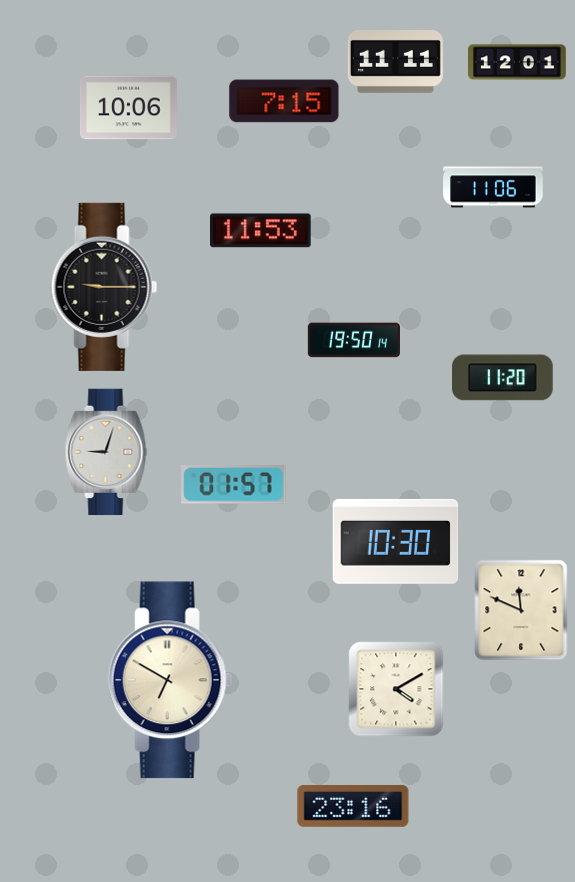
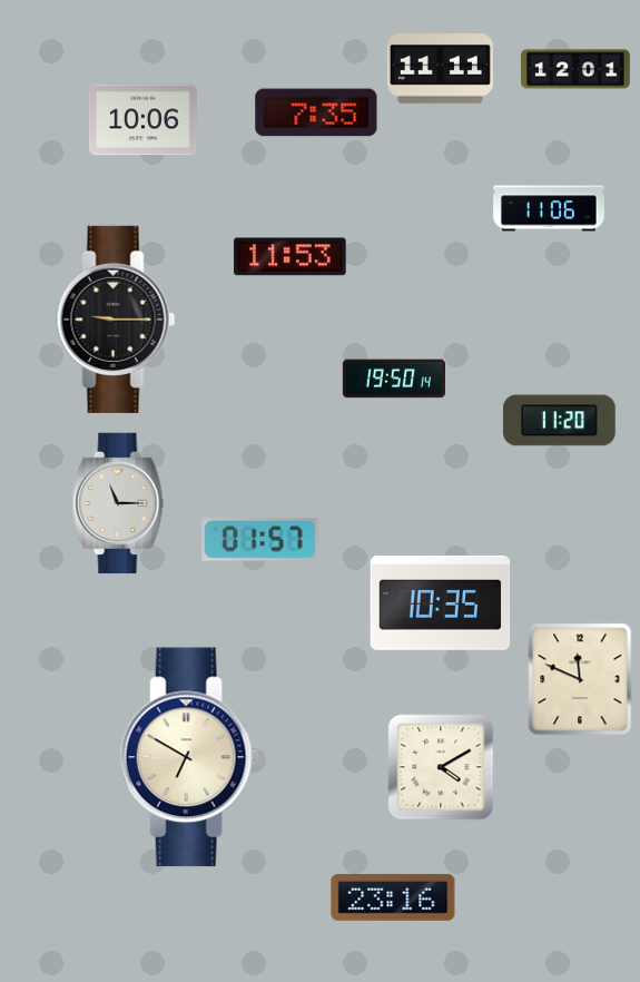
clock at (284, 101): 7:15 -> 7:35
clock at (106, 452): 9:03 -> 11:15
clock at (396, 541): 10:30 -> 10:35
